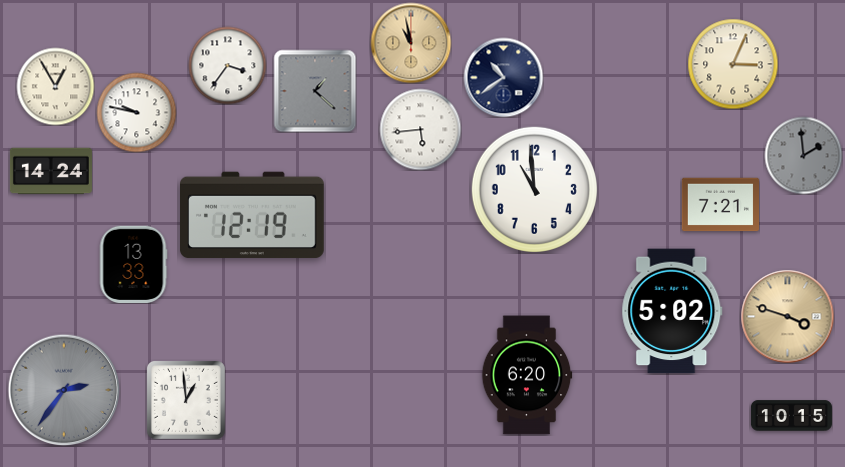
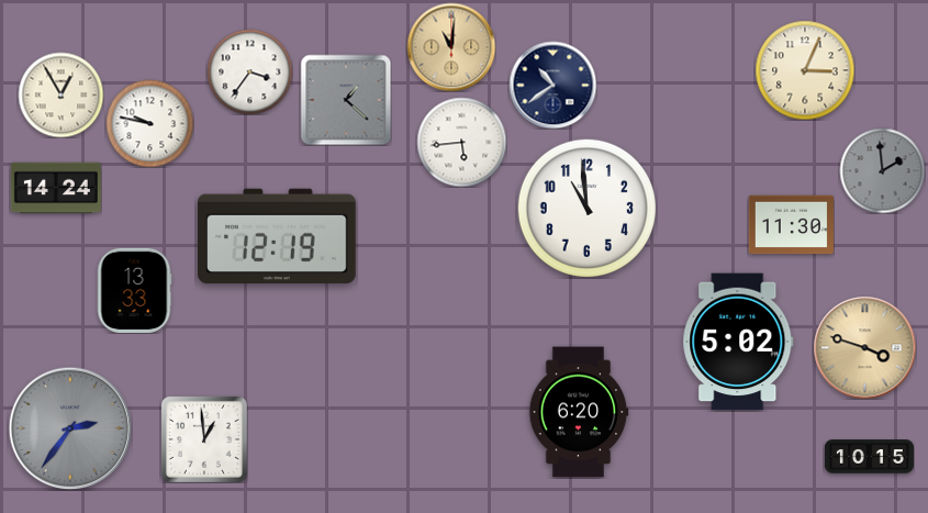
clock at (411, 43): 10:58 -> 11:01
clock at (720, 205): 7:21 -> 11:30
clock at (133, 264) position: (133, 264) -> (134, 290)
